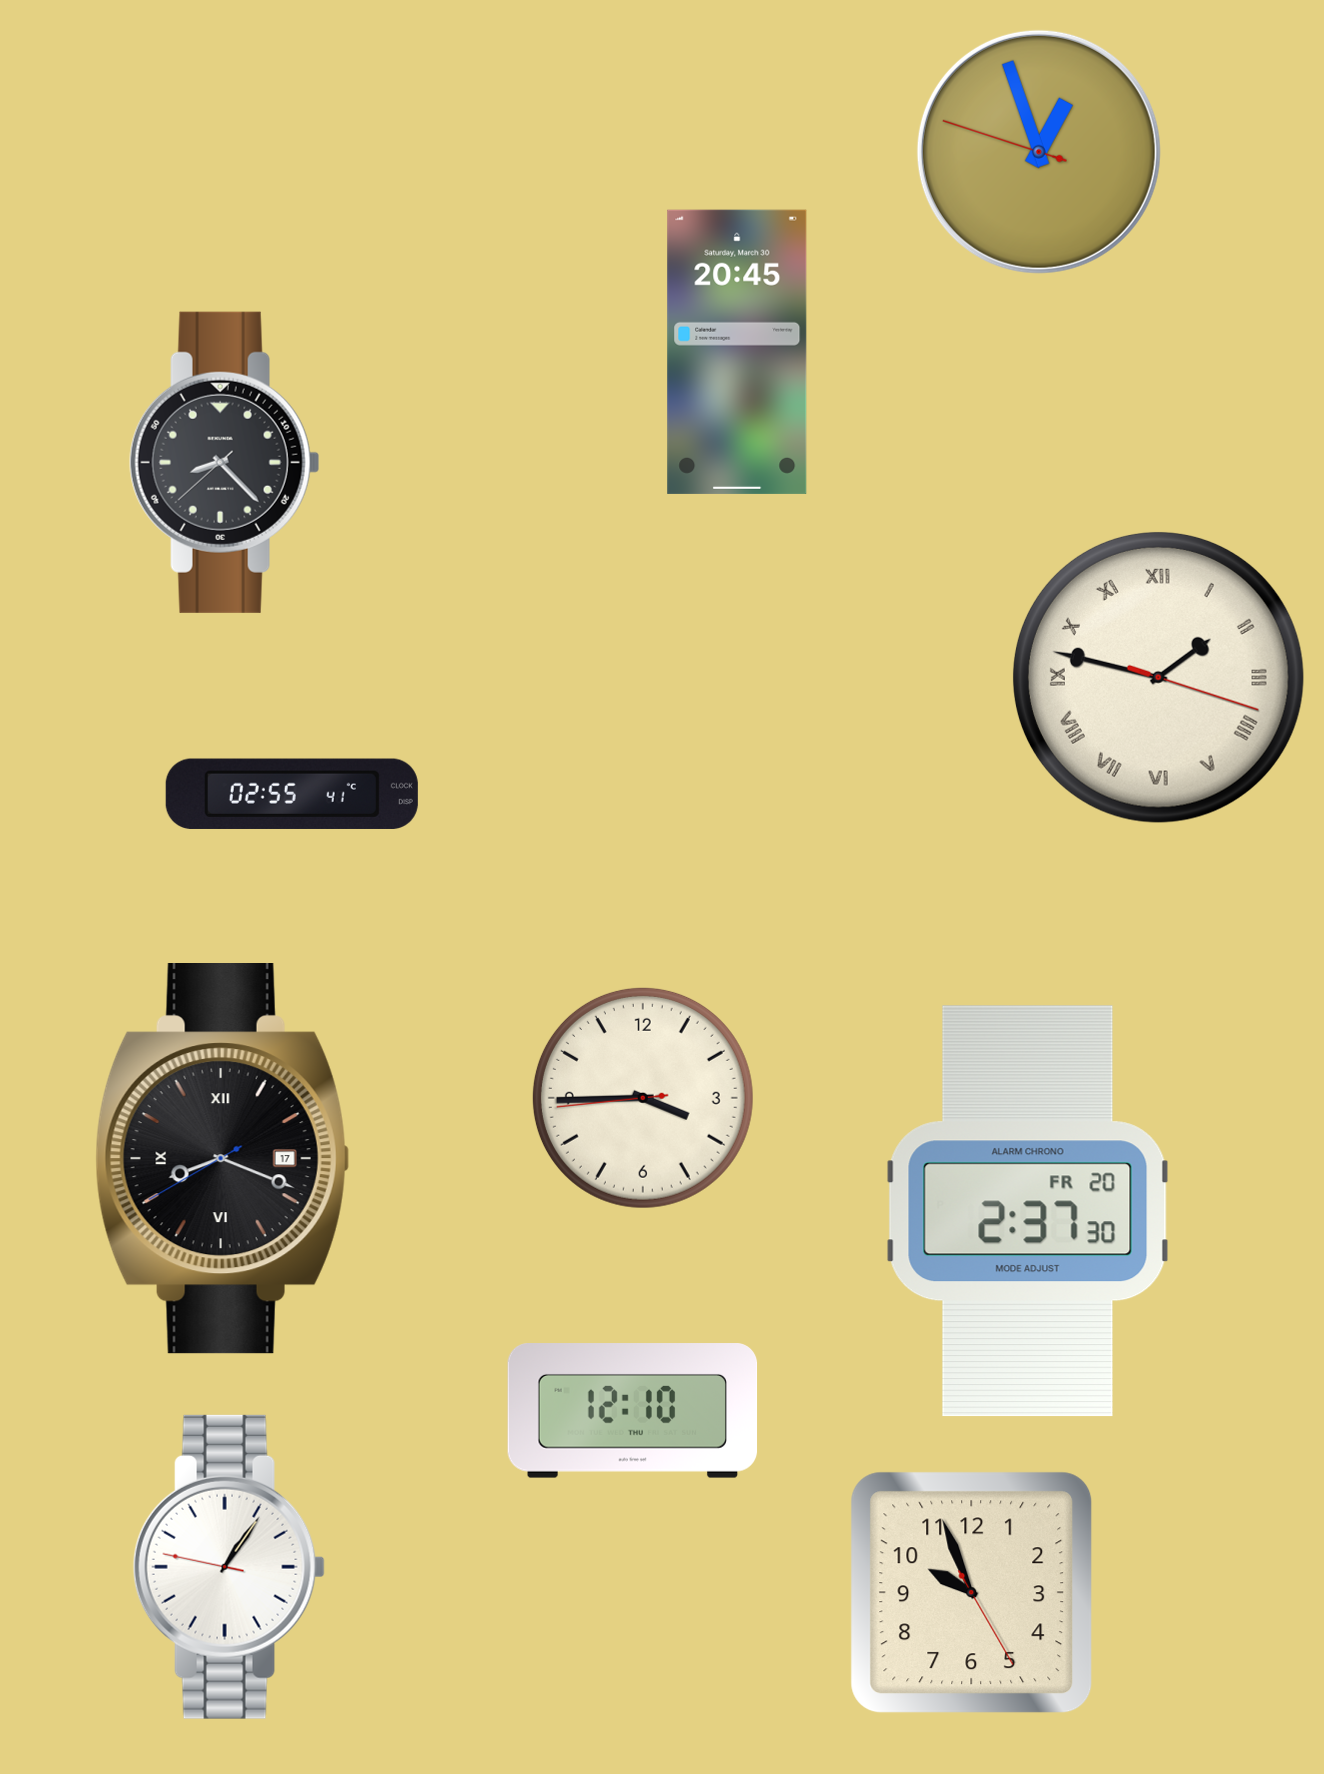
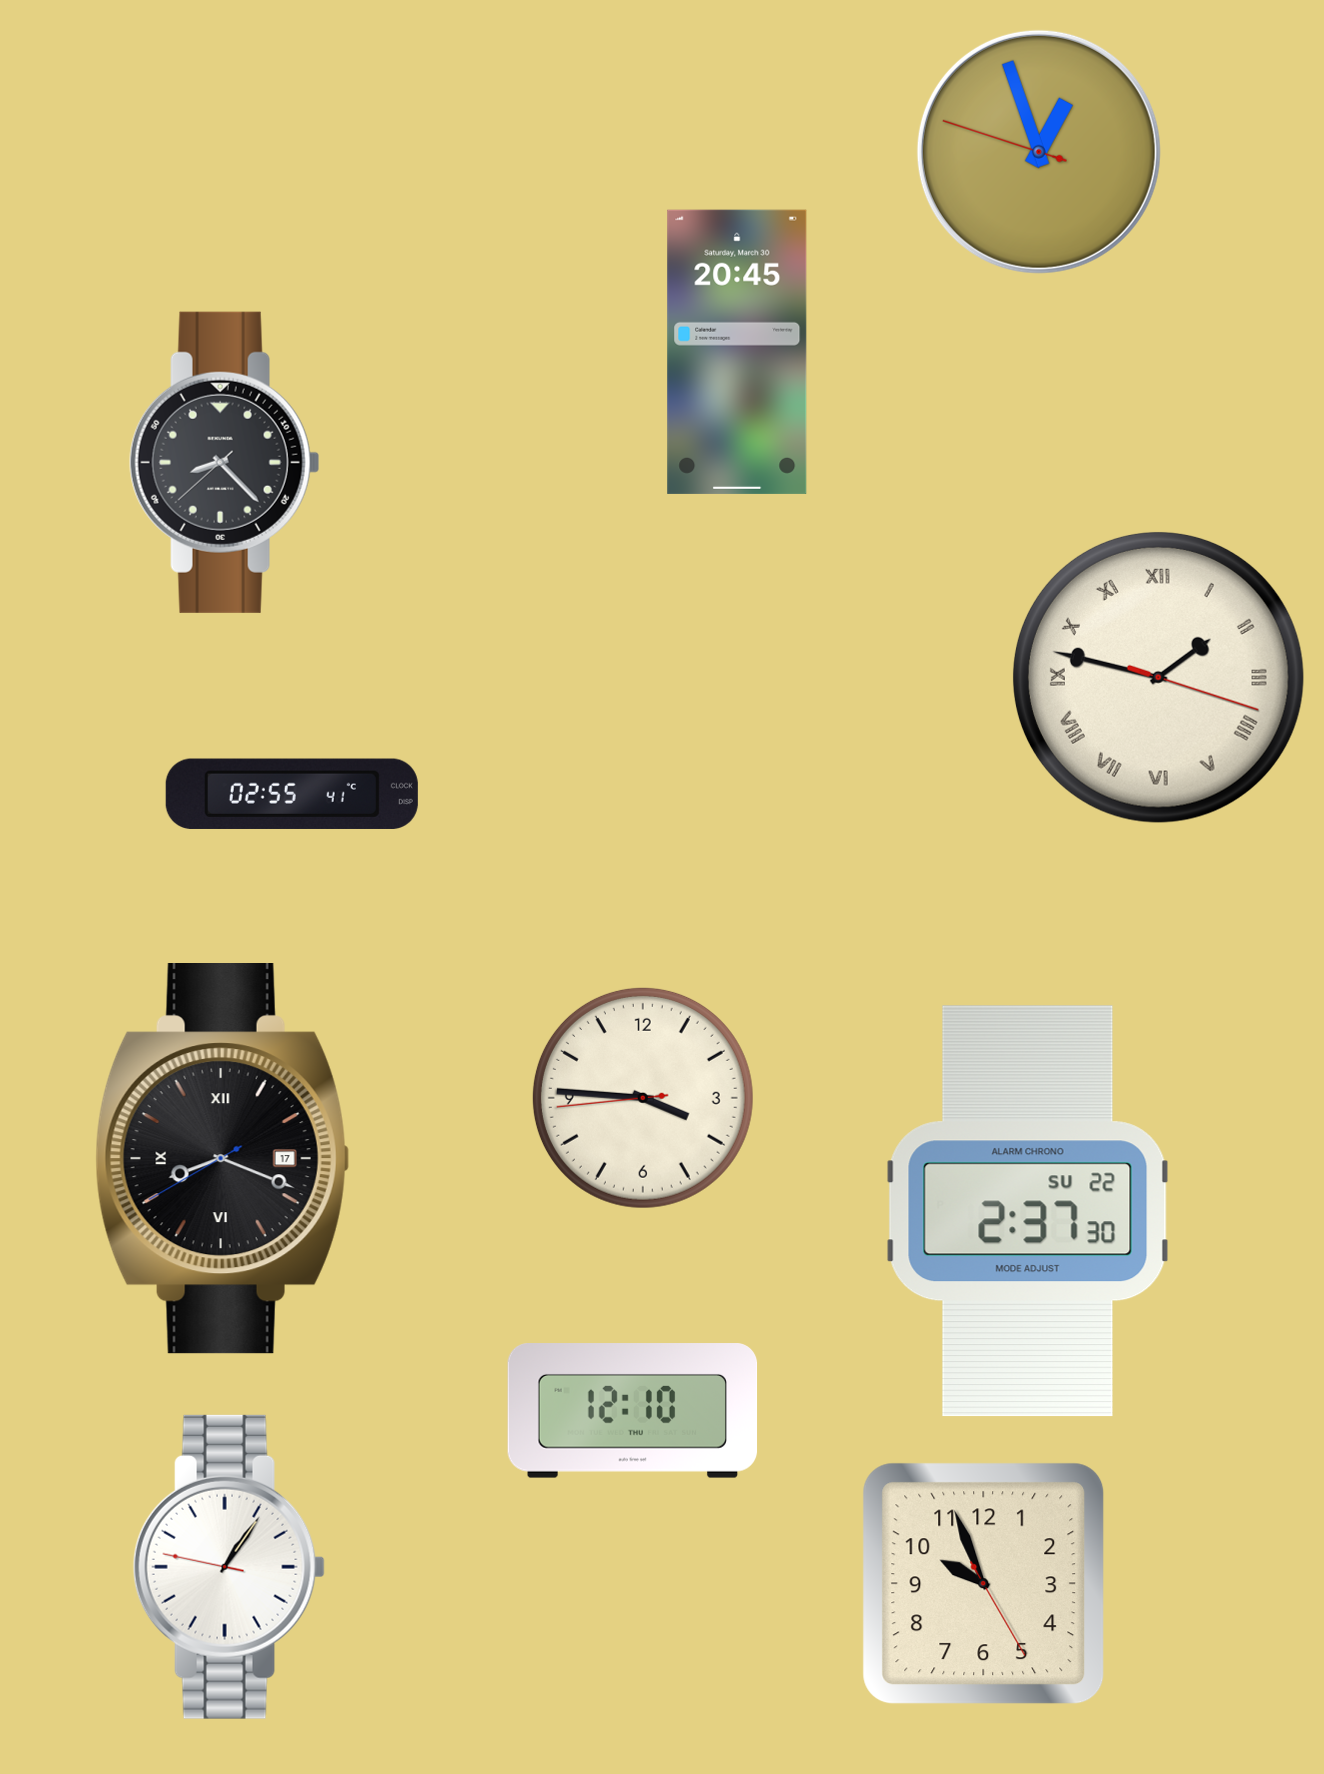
clock at (643, 1098): 3:44 -> 3:45
clock at (1028, 1211) date: FR 20 -> SU 22
clock at (972, 1593) position: (972, 1593) -> (984, 1584)
